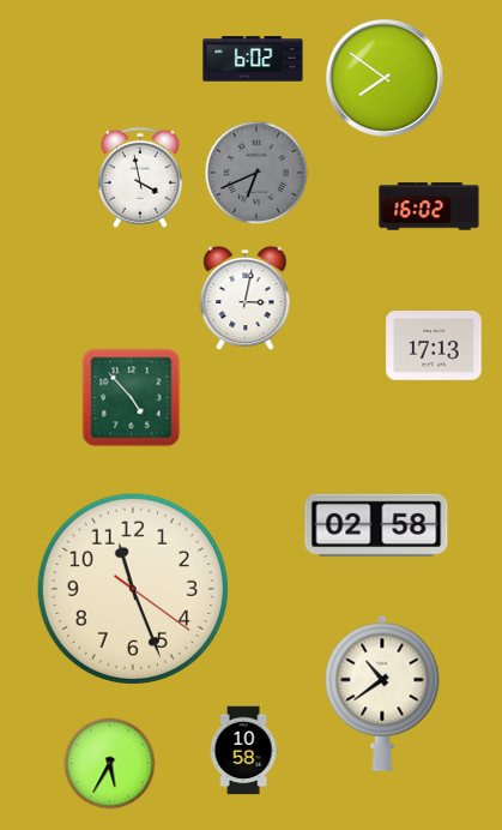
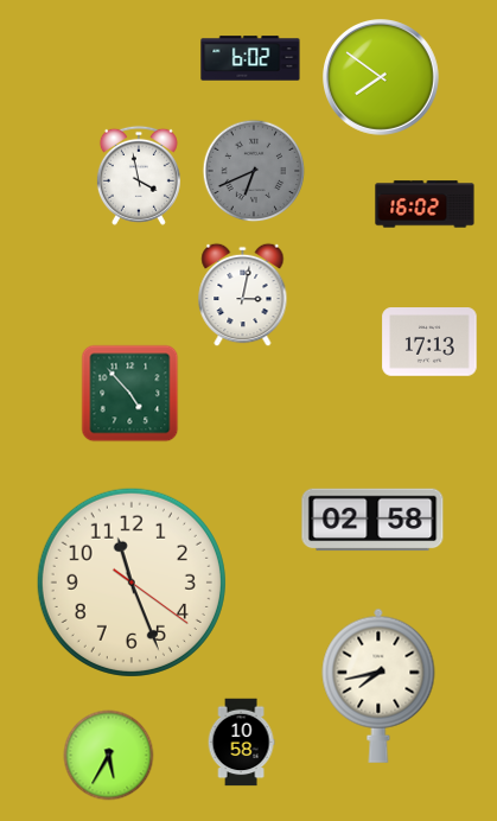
clock at (382, 693): 10:39 -> 7:43
